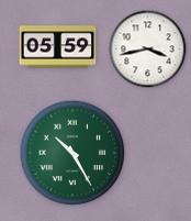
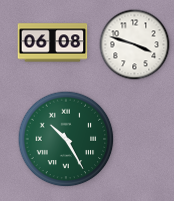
clock at (58, 47): 05:59 -> 06:08
clock at (148, 49): 3:43 -> 3:48
